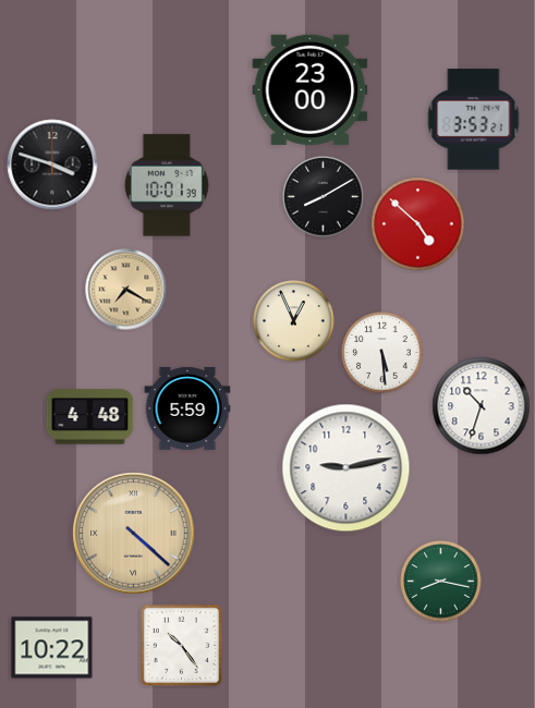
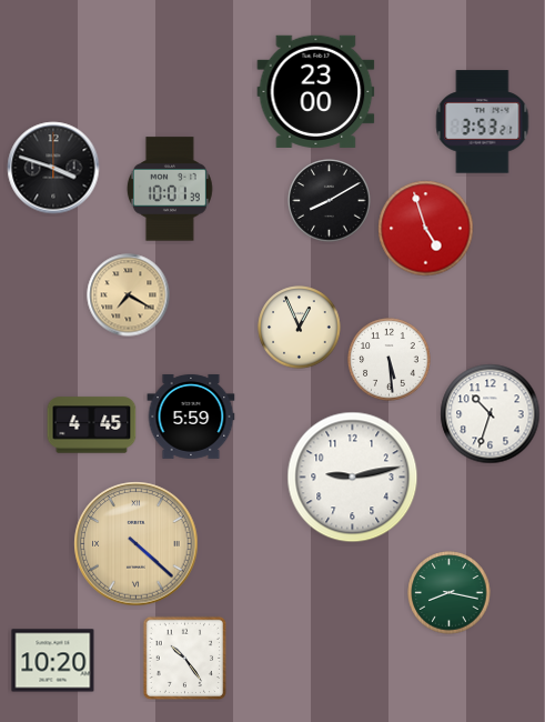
clock at (418, 224): 4:52 -> 4:57
clock at (90, 417): 4:48 -> 4:45
clock at (52, 648): 10:22 -> 10:20
